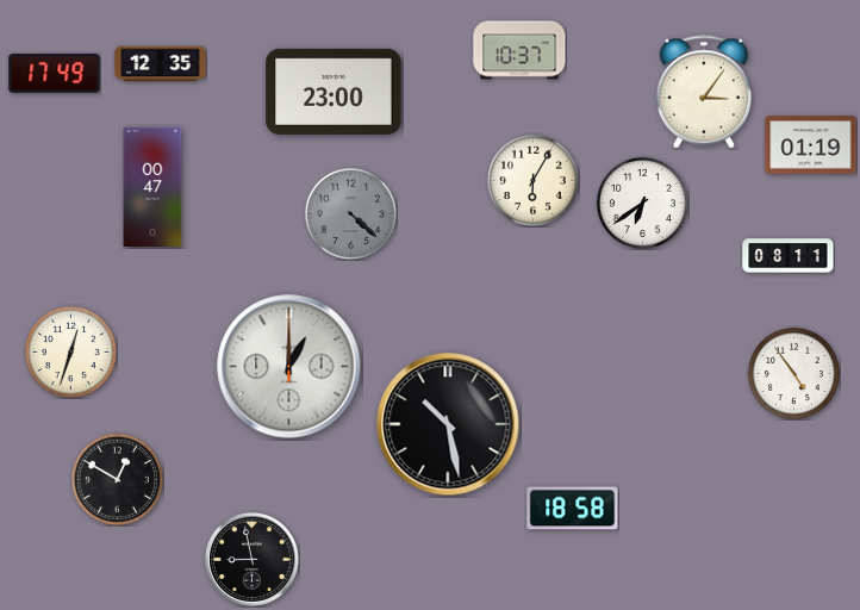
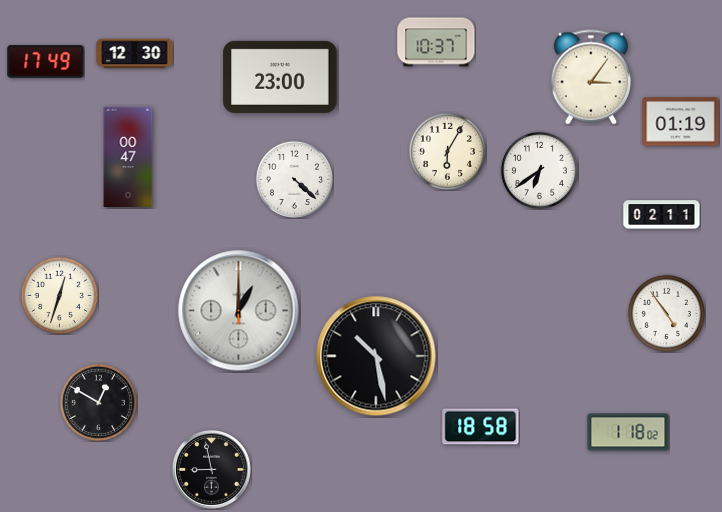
clock at (161, 64): 12:35 -> 12:30
clock at (350, 213) dial: grey -> white
clock at (789, 256): 08:11 -> 02:11
clock at (289, 367) position: (289, 367) -> (239, 311)
clock at (628, 432): none -> 1:18
